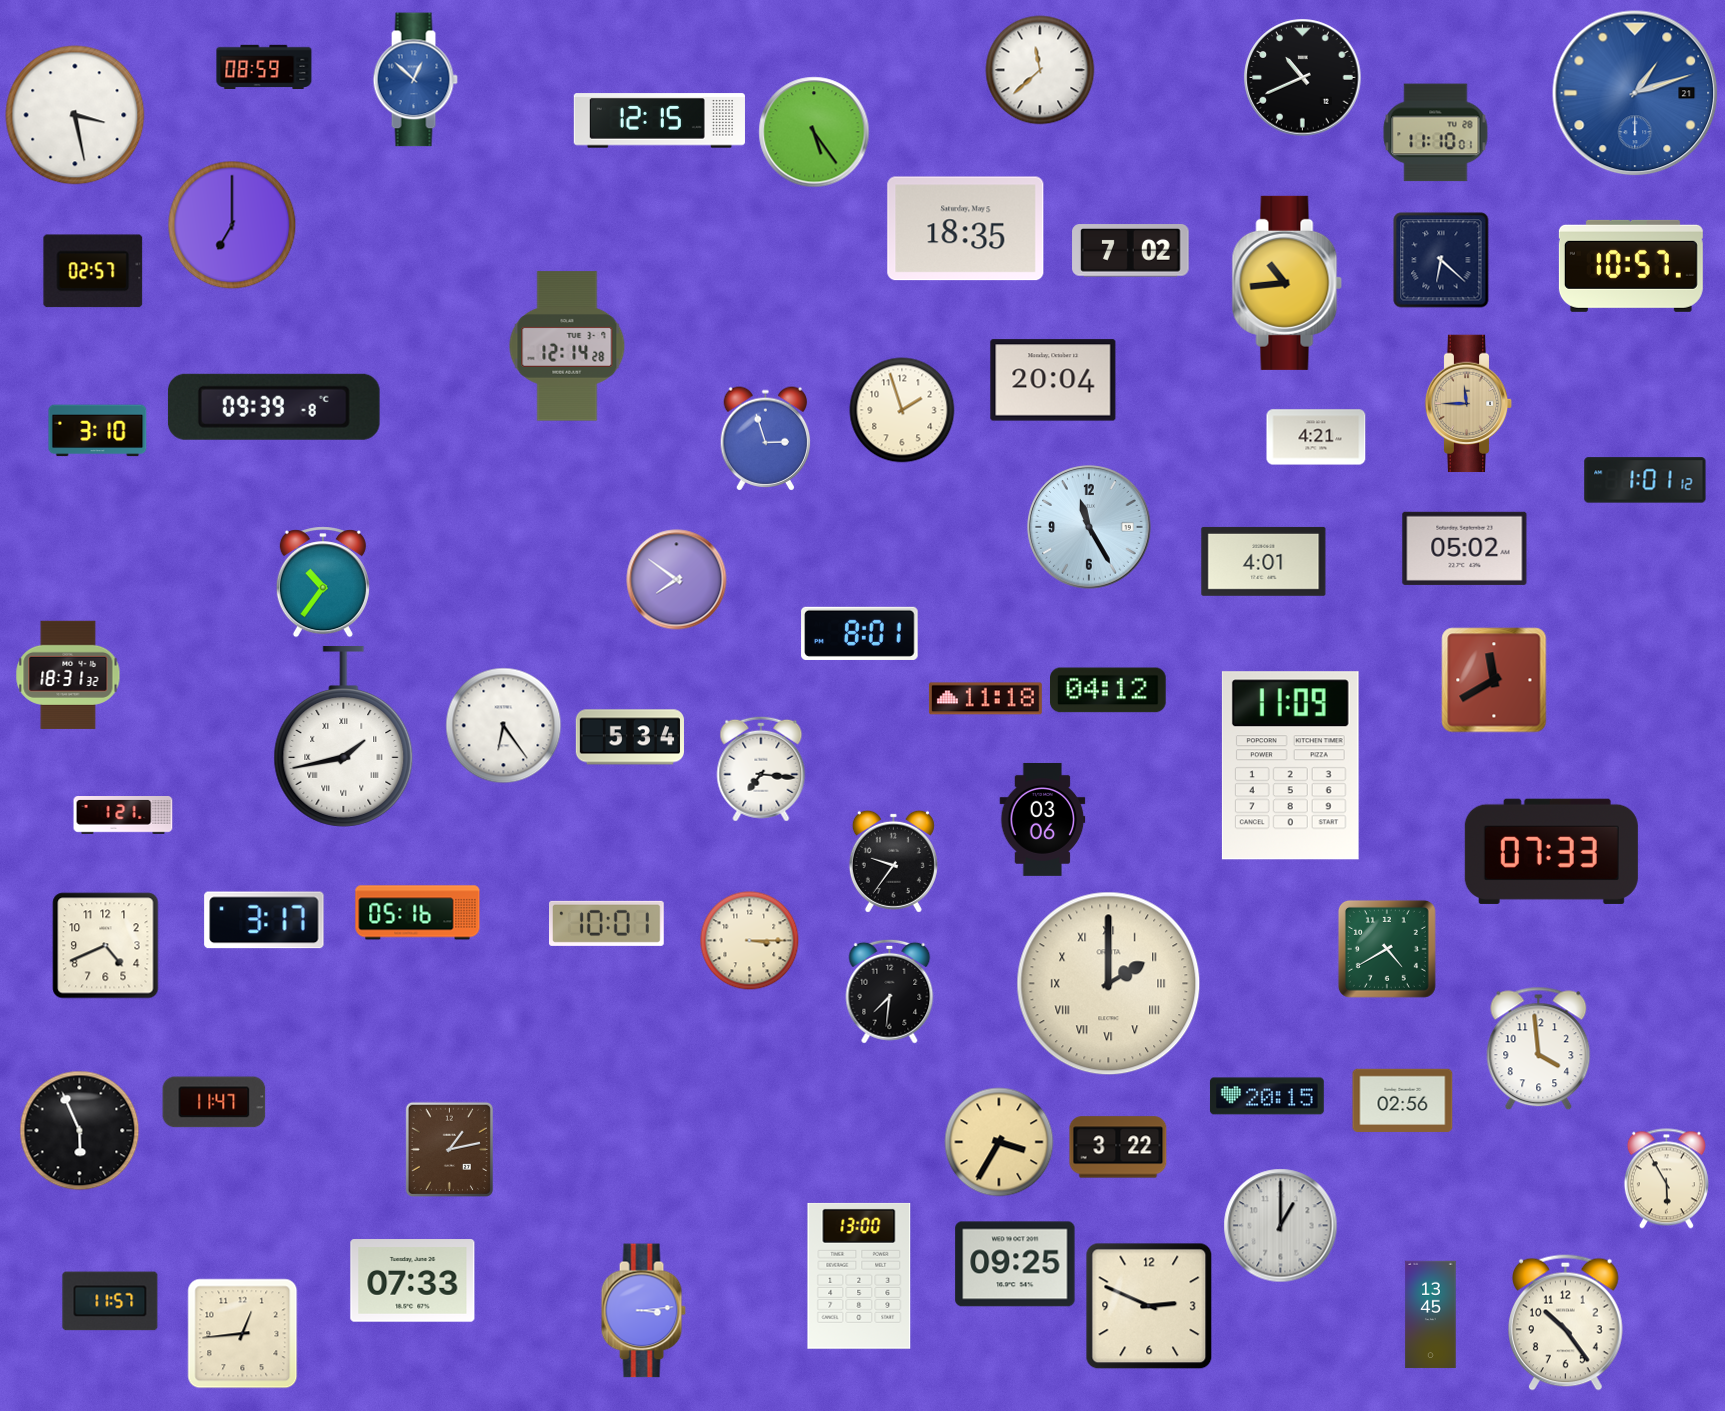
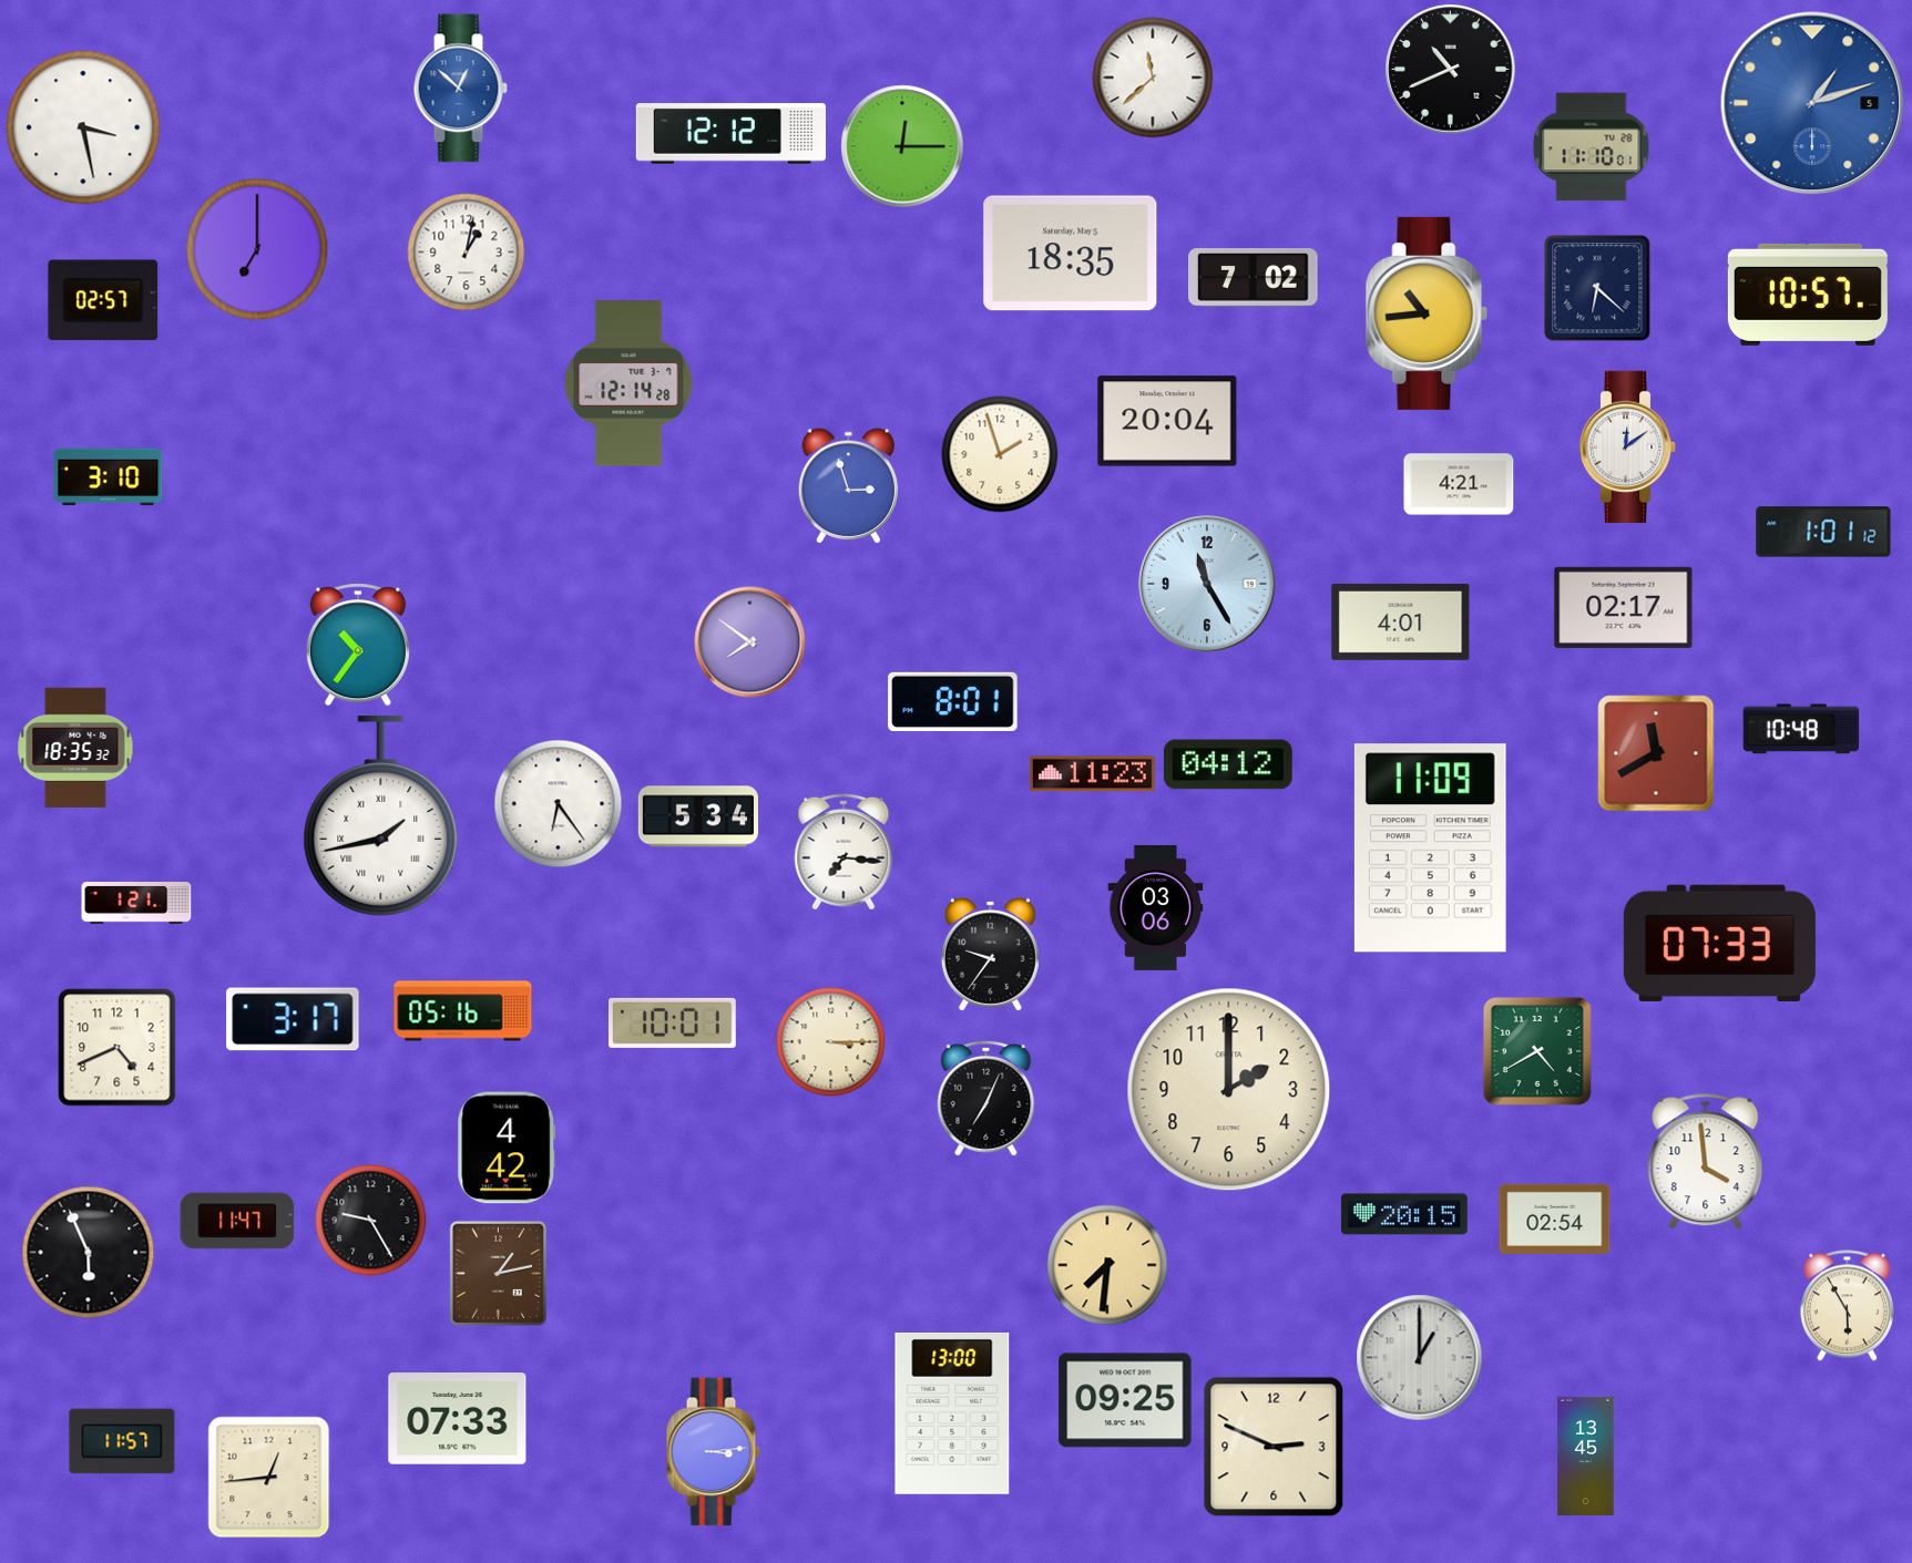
clock at (264, 66): 08:59 -> none
clock at (1303, 78) position: (1303, 78) -> (1451, 70)
clock at (1635, 93) date: 21 -> 5
clock at (659, 121): 12:15 -> 12:12
clock at (814, 132): 5:24 -> 12:15
clock at (467, 253): none -> 1:02
clock at (1469, 404): 11:45 -> 12:09
clock at (1469, 404) dial: champagne -> white
clock at (274, 407): 09:39 -> none
clock at (1465, 548): 05:02 -> 02:17
clock at (1801, 729): none -> 10:48
clock at (68, 675): 18:31 -> 18:35
clock at (985, 699): 11:18 -> 11:23
clock at (1109, 984) numerals: Roman -> Arabic
clock at (890, 991): 7:31 -> 7:04
clock at (507, 1148): none -> 4:42
clock at (1403, 1100): 02:56 -> 02:54
clock at (371, 1221): none -> 9:25
clock at (999, 1142): 3:35 -> 7:31
clock at (1118, 1147): 3:22 -> none
clock at (1566, 1322): 10:24 -> none
